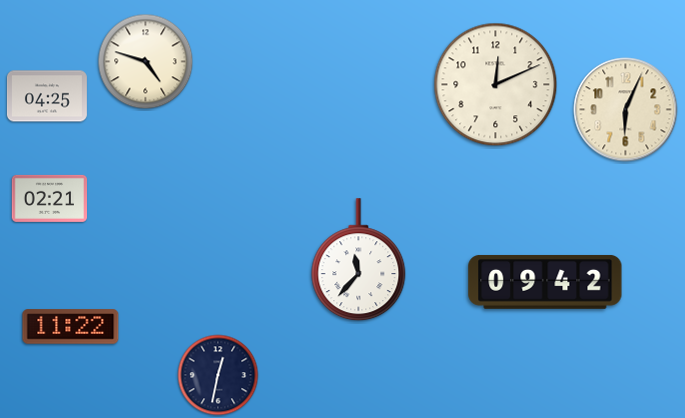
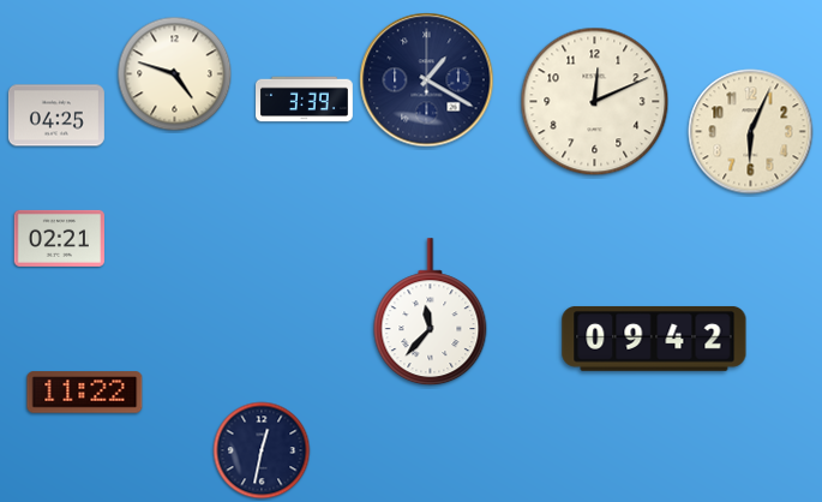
clock at (427, 80): none -> 1:20
clock at (305, 100): none -> 3:39
